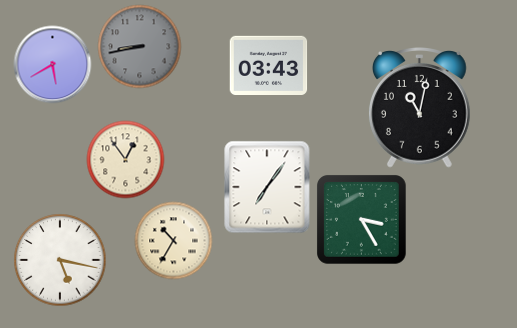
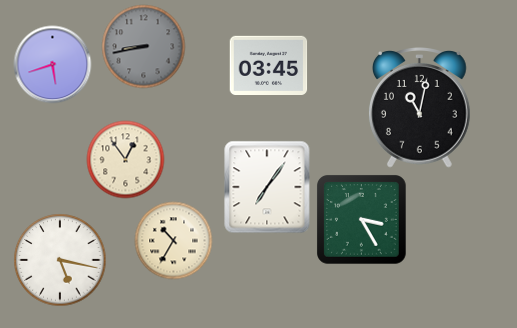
clock at (139, 46) position: (139, 46) -> (143, 46)
clock at (52, 64): 5:40 -> 5:42
clock at (268, 65): 03:43 -> 03:45
